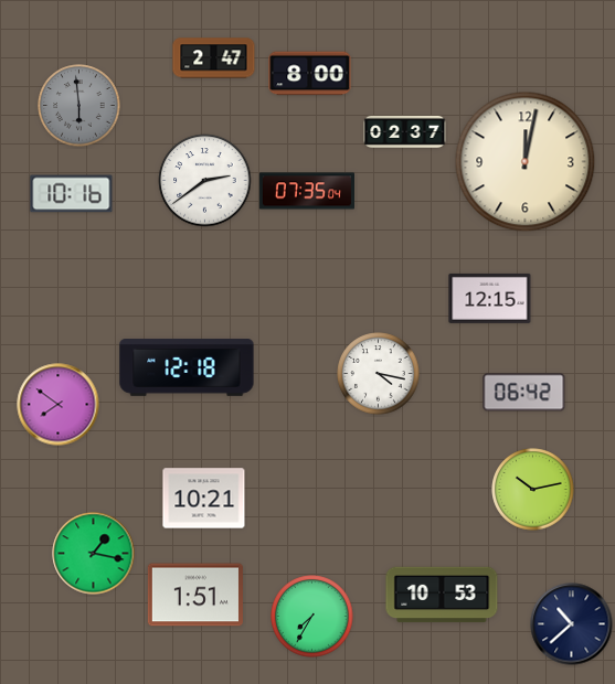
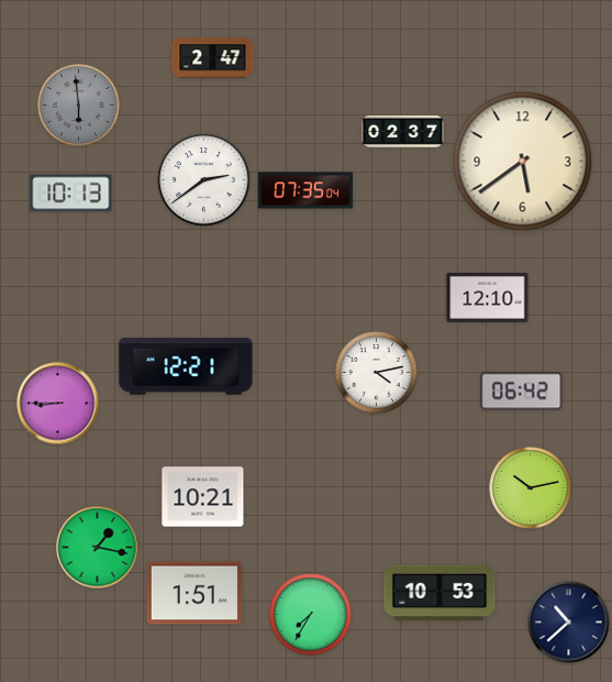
clock at (310, 74): 8:00 -> none
clock at (526, 162): 12:02 -> 5:39
clock at (72, 194): 10:16 -> 10:13
clock at (490, 298): 12:15 -> 12:10
clock at (187, 367): 12:18 -> 12:21
clock at (379, 374): 4:17 -> 4:13
clock at (59, 405): 7:51 -> 8:45
clock at (94, 554) position: (94, 554) -> (98, 548)
